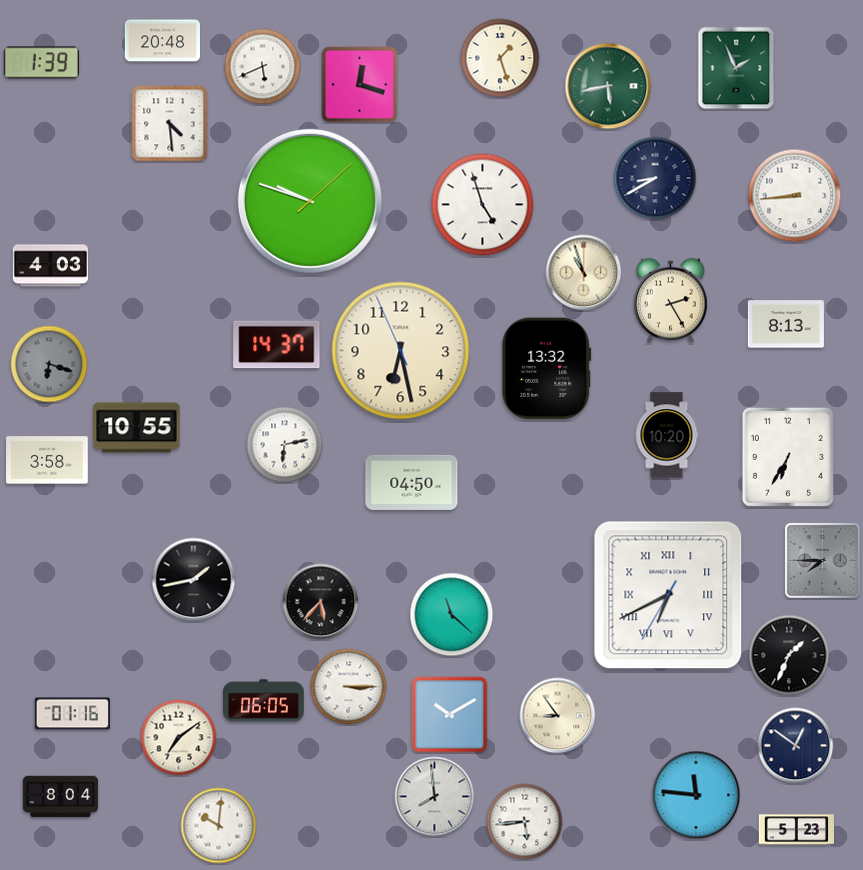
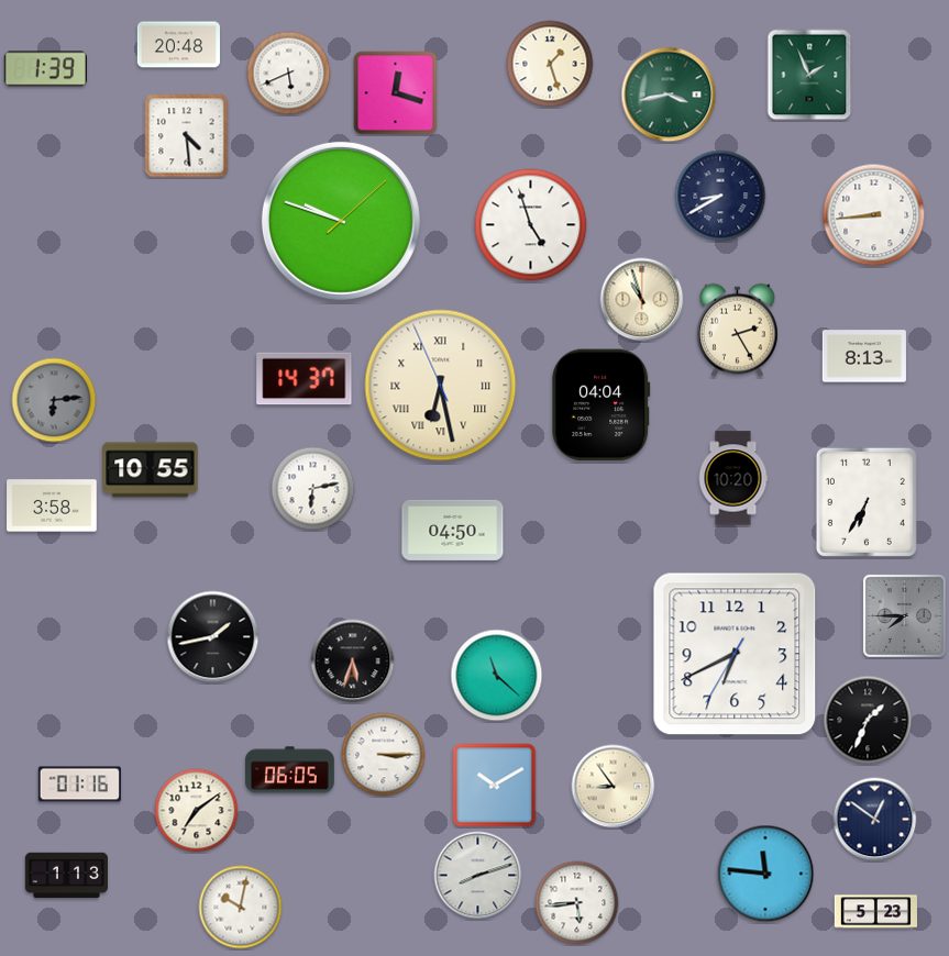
clock at (608, 86): 5:43 -> 3:43
clock at (50, 266): 4:03 -> none
clock at (401, 351) numerals: Arabic -> Roman
clock at (49, 364): 6:18 -> 6:14
clock at (547, 369): 13:32 -> 04:04
clock at (668, 595) numerals: Roman -> Arabic
clock at (321, 602): 5:37 -> 5:33
clock at (60, 797): 8:04 -> 1:13
clock at (435, 797): 7:59 -> 8:12
clock at (219, 826): 10:01 -> 10:02
